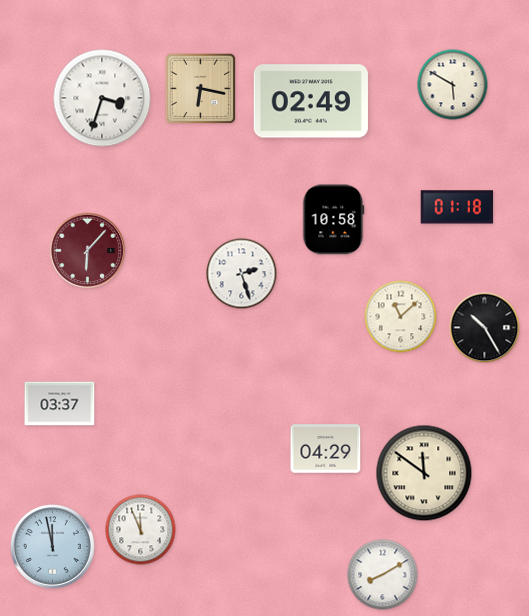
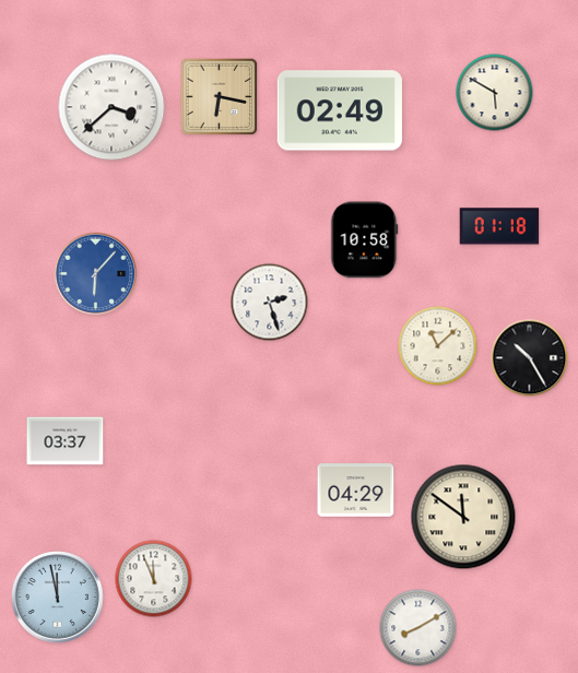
clock at (102, 98): 3:33 -> 3:38
clock at (88, 251) dial: burgundy -> blue
clock at (242, 274) position: (242, 274) -> (270, 303)
